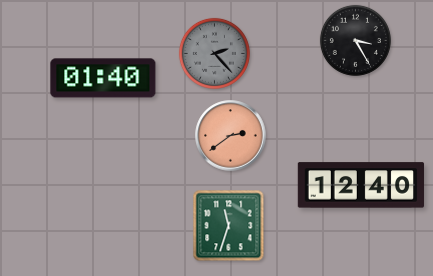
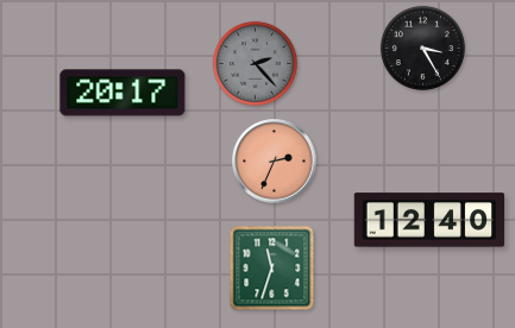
clock at (103, 78): 01:40 -> 20:17
clock at (231, 136): 2:39 -> 2:34
